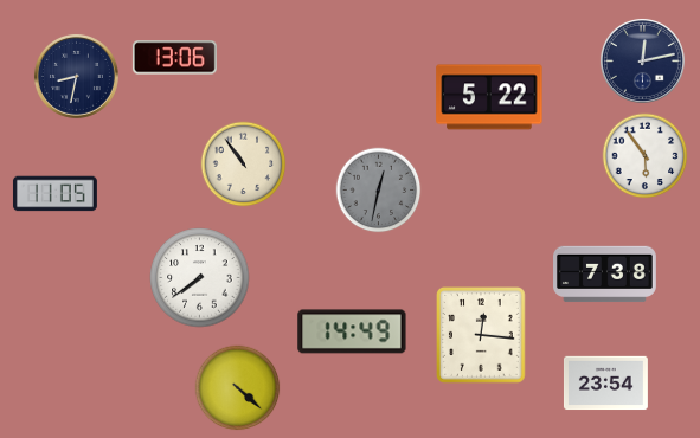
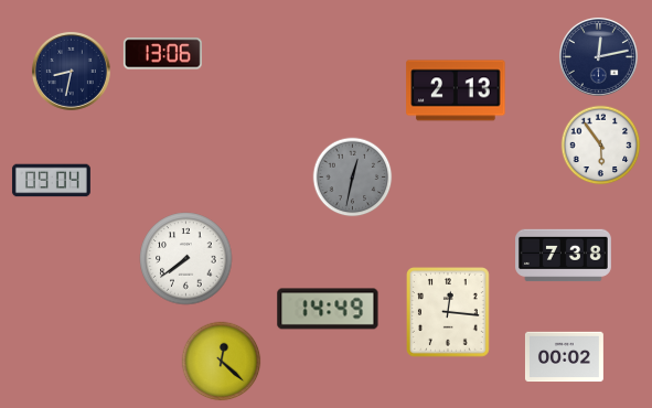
clock at (489, 97): 5:22 -> 2:13
clock at (244, 165): 10:54 -> none
clock at (54, 194): 11:05 -> 09:04
clock at (605, 384): 23:54 -> 00:02
clock at (238, 388): 4:22 -> 12:22
